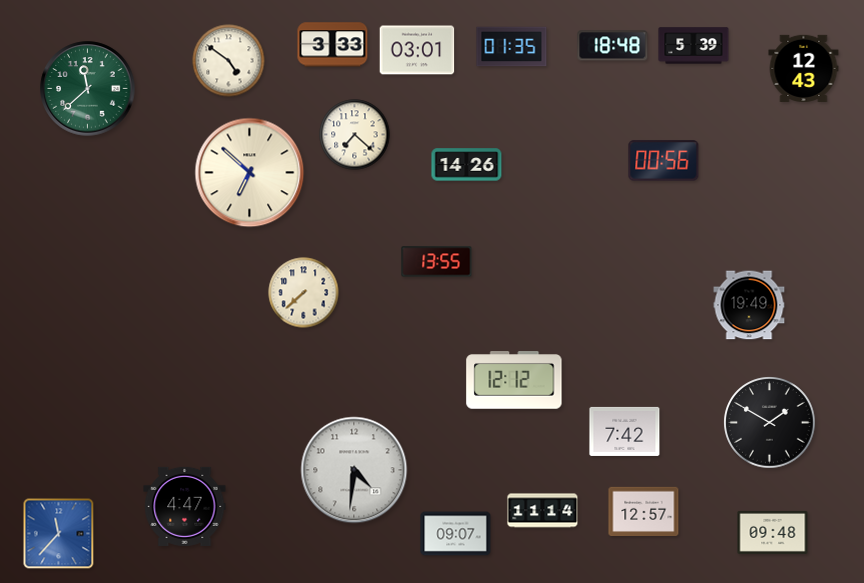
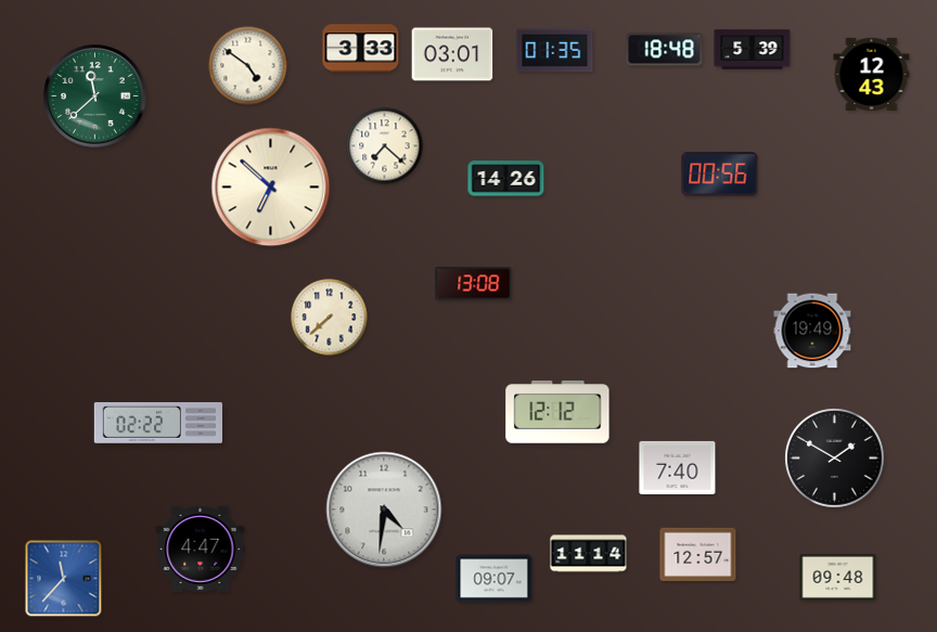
clock at (437, 262): 13:55 -> 13:08
clock at (157, 423): none -> 02:22
clock at (625, 431): 7:42 -> 7:40
